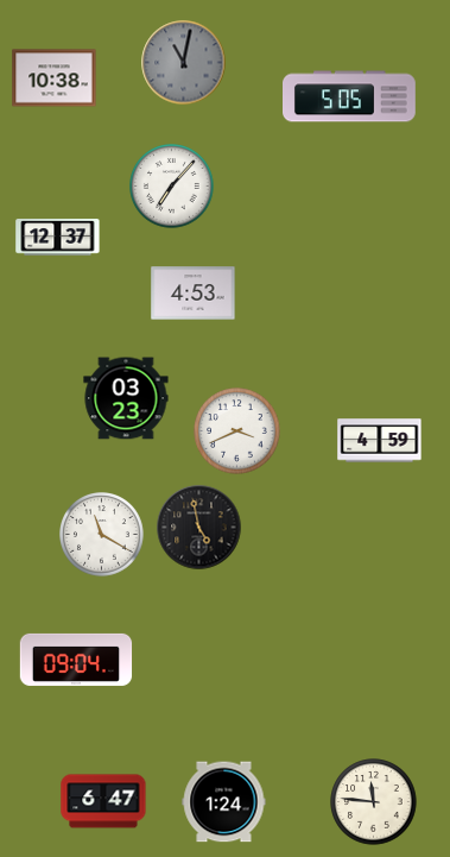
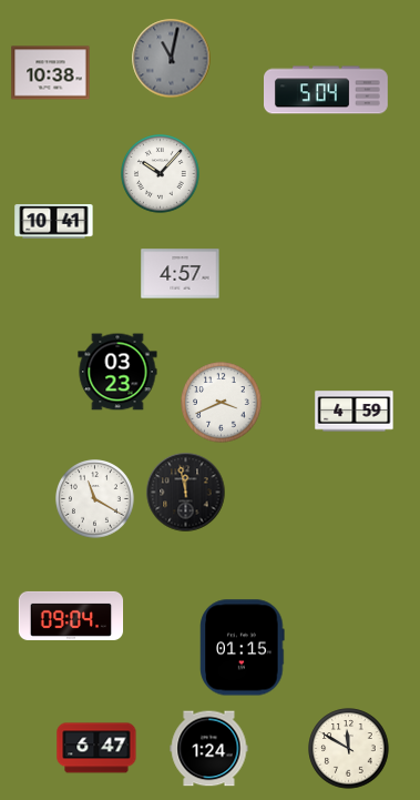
clock at (350, 96): 5:05 -> 5:04
clock at (172, 187): 7:07 -> 10:07
clock at (58, 238): 12:37 -> 10:41
clock at (194, 294): 4:53 -> 4:57
clock at (199, 528): 4:58 -> 11:58
clock at (243, 648): none -> 01:15
clock at (374, 802): 11:46 -> 11:50
